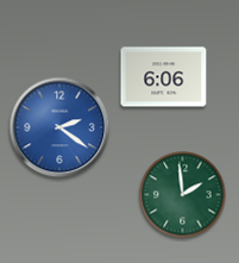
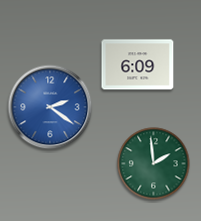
clock at (164, 77): 6:06 -> 6:09
